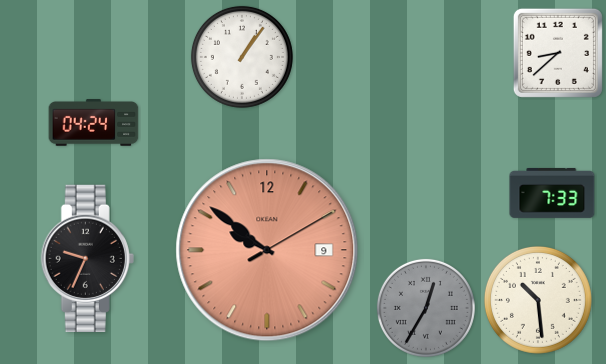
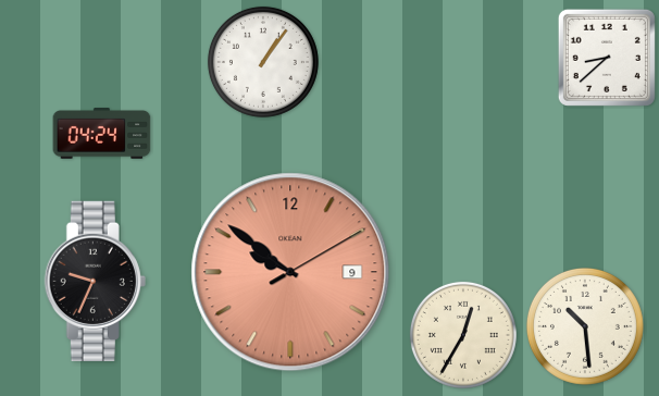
clock at (552, 193): 7:33 -> none
clock at (426, 308) dial: grey -> cream
